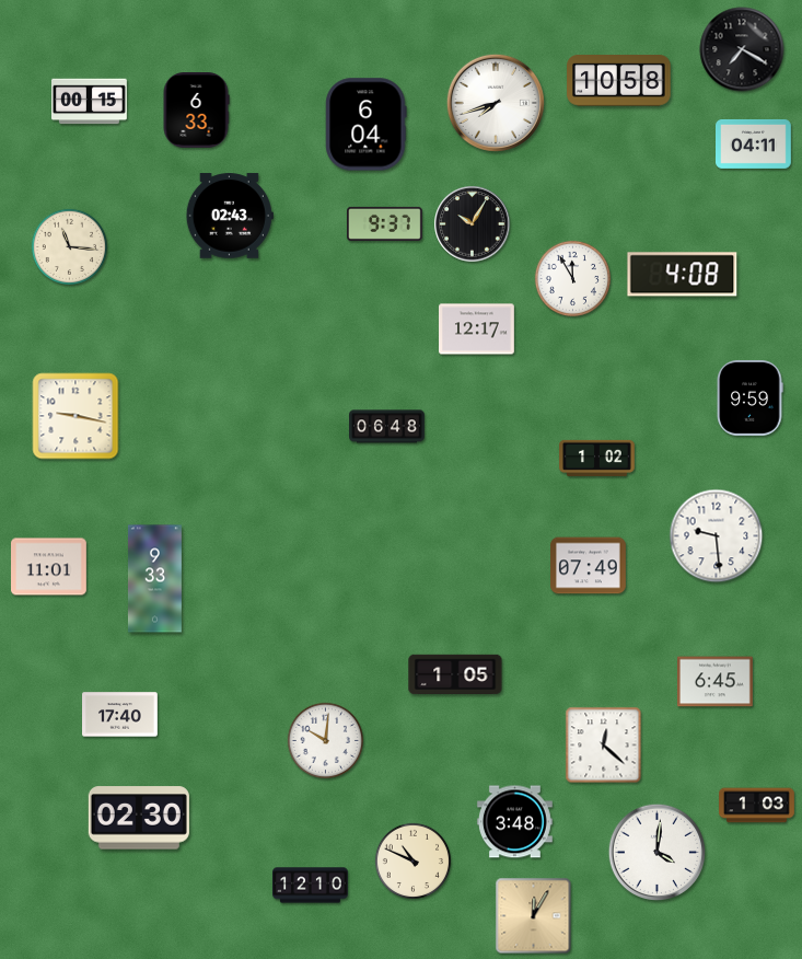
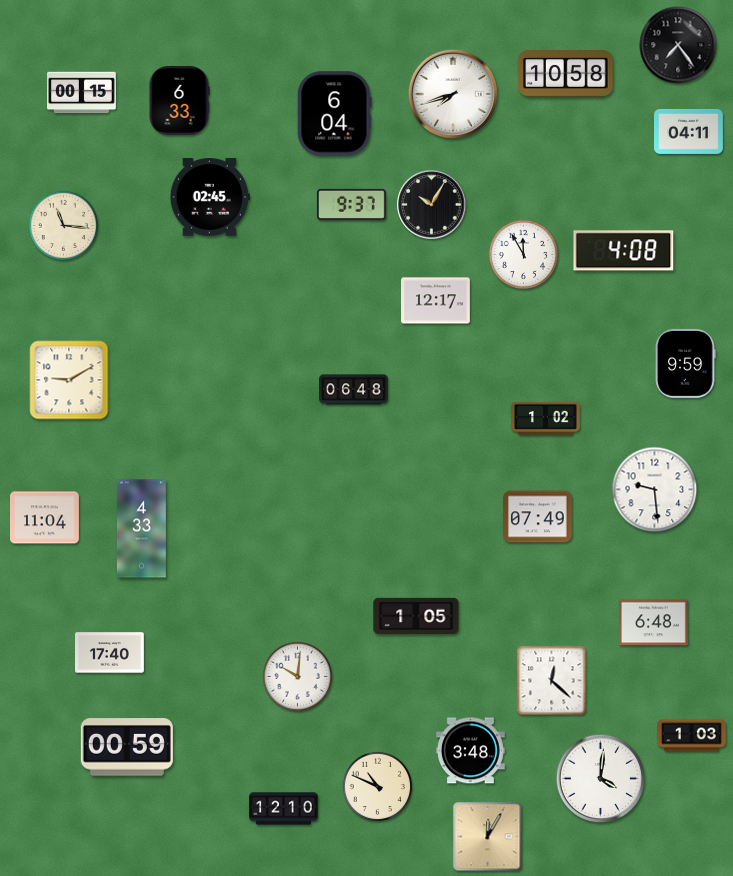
clock at (742, 49): 7:20 -> 7:24
clock at (230, 216): 02:43 -> 02:45
clock at (75, 416): 9:17 -> 9:10
clock at (49, 567): 11:01 -> 11:04
clock at (154, 579): 9:33 -> 4:33
clock at (716, 682): 6:45 -> 6:48
clock at (139, 818): 02:30 -> 00:59
